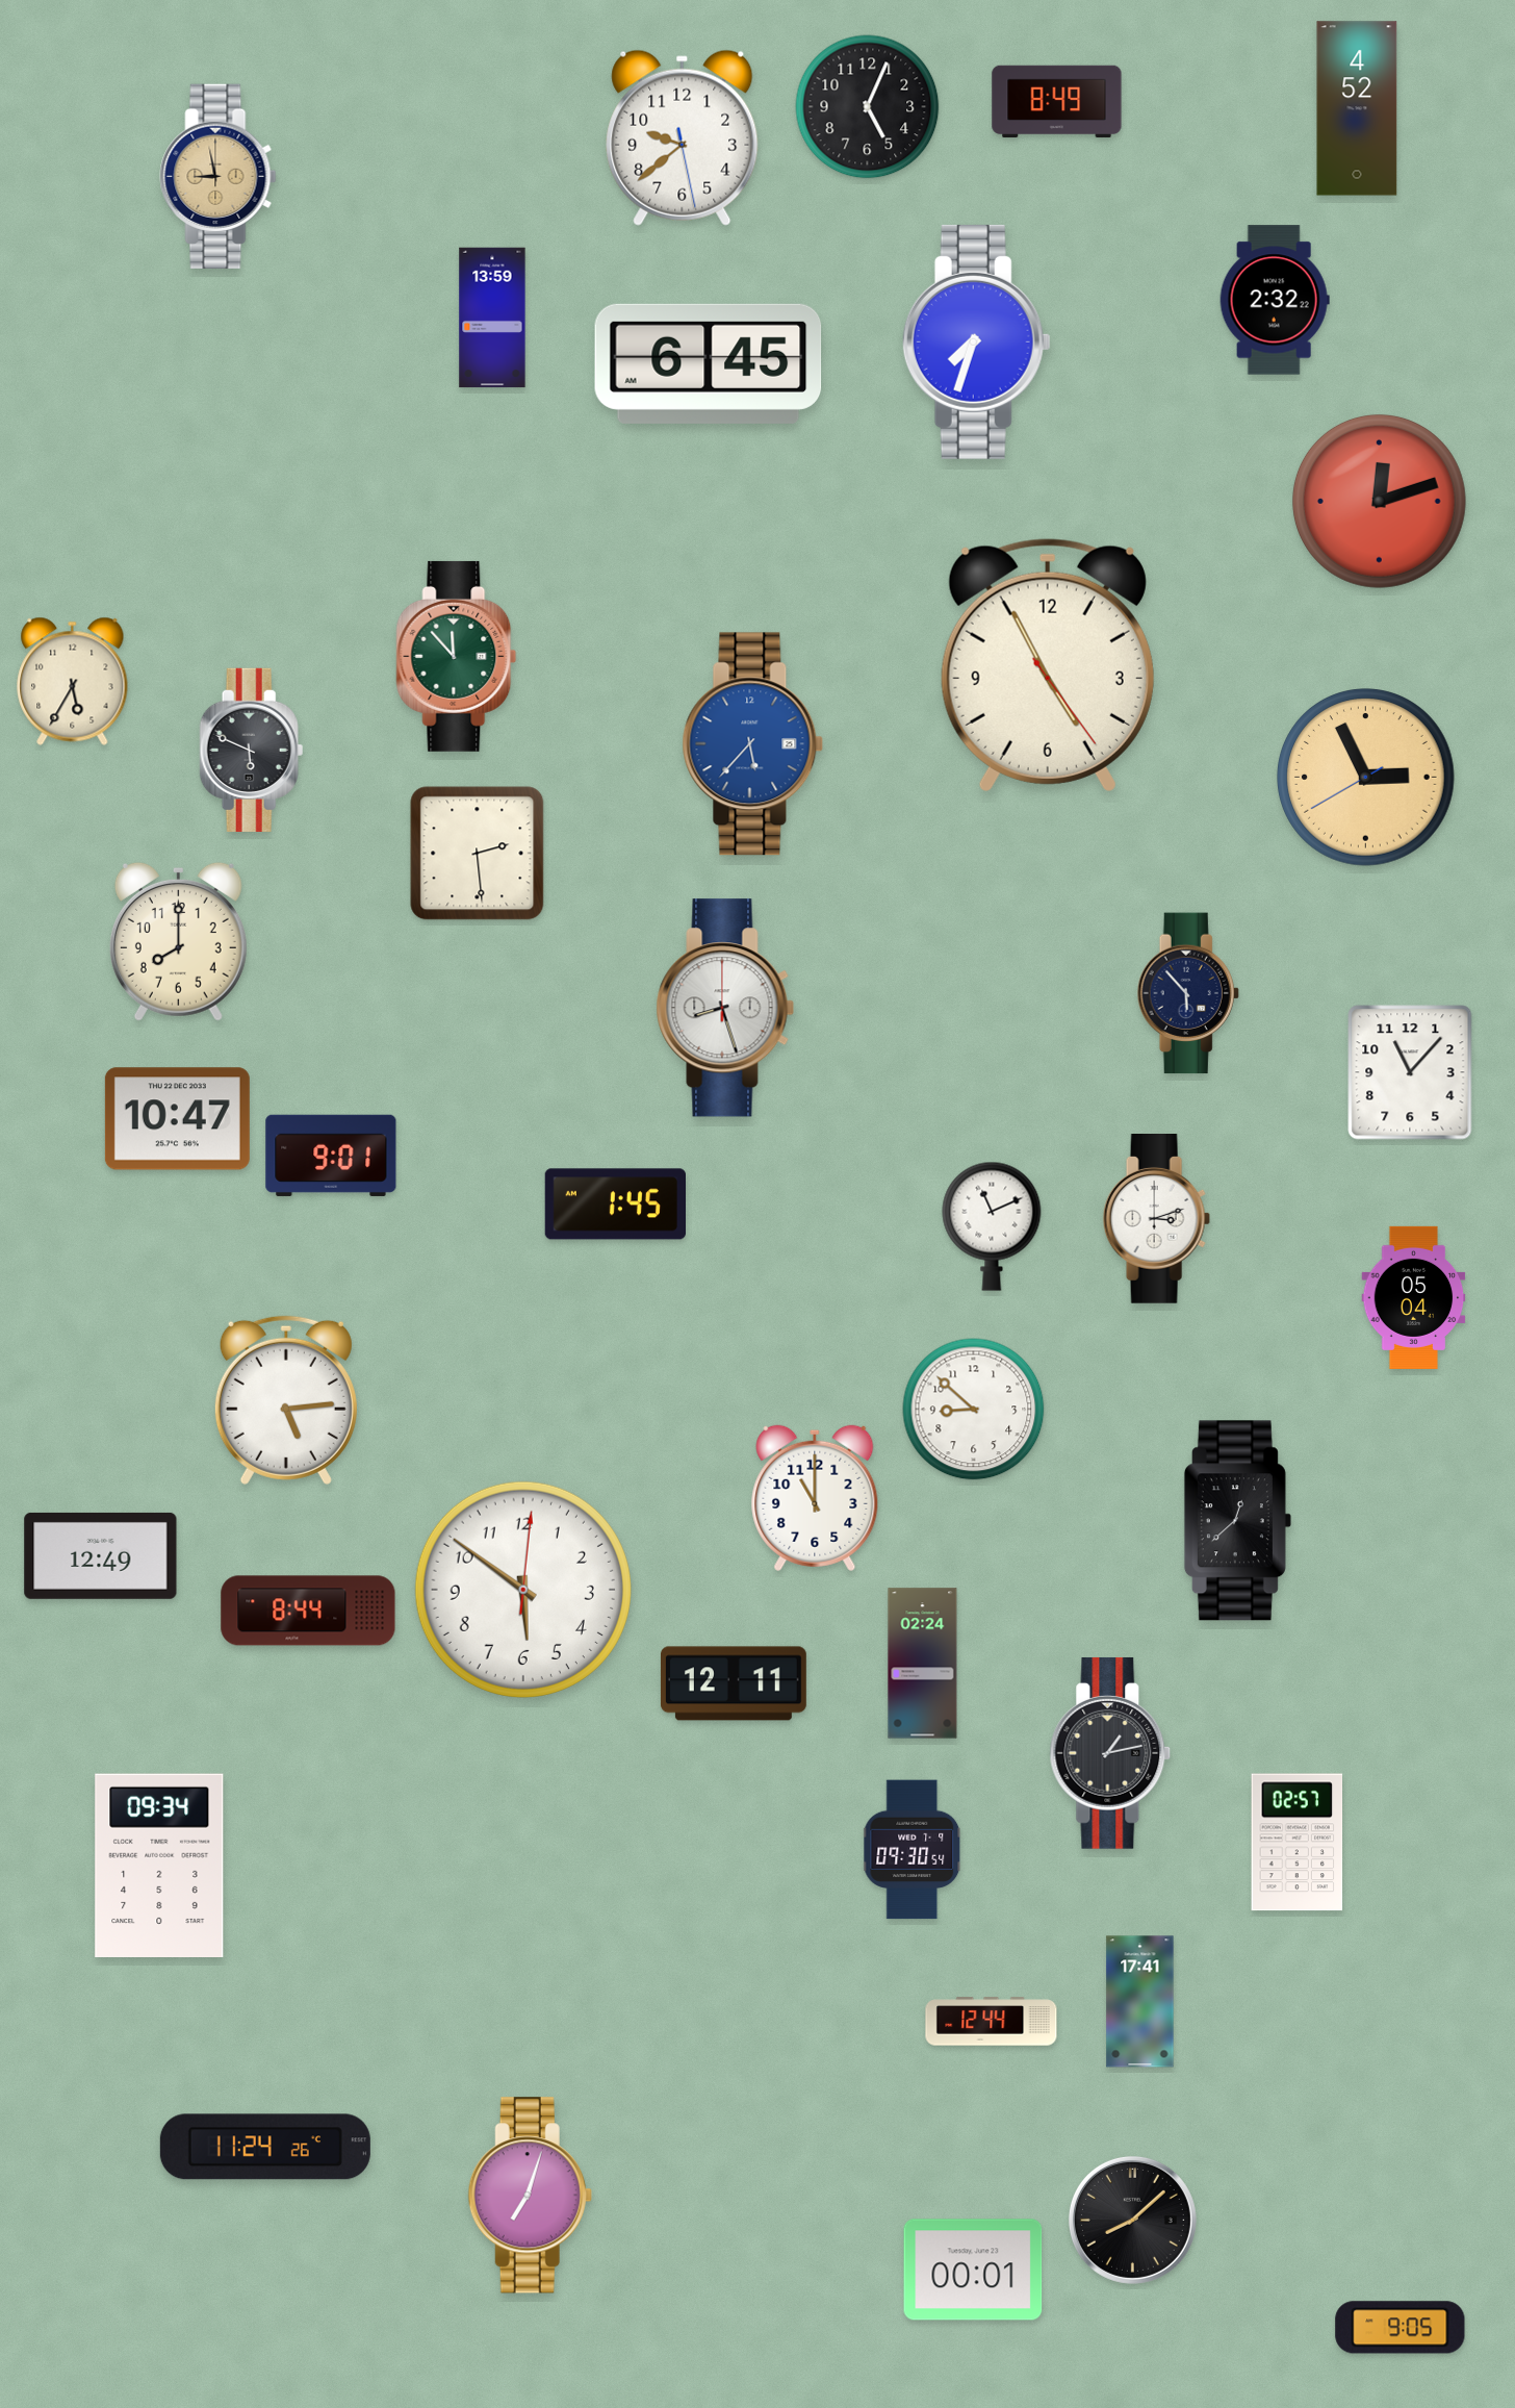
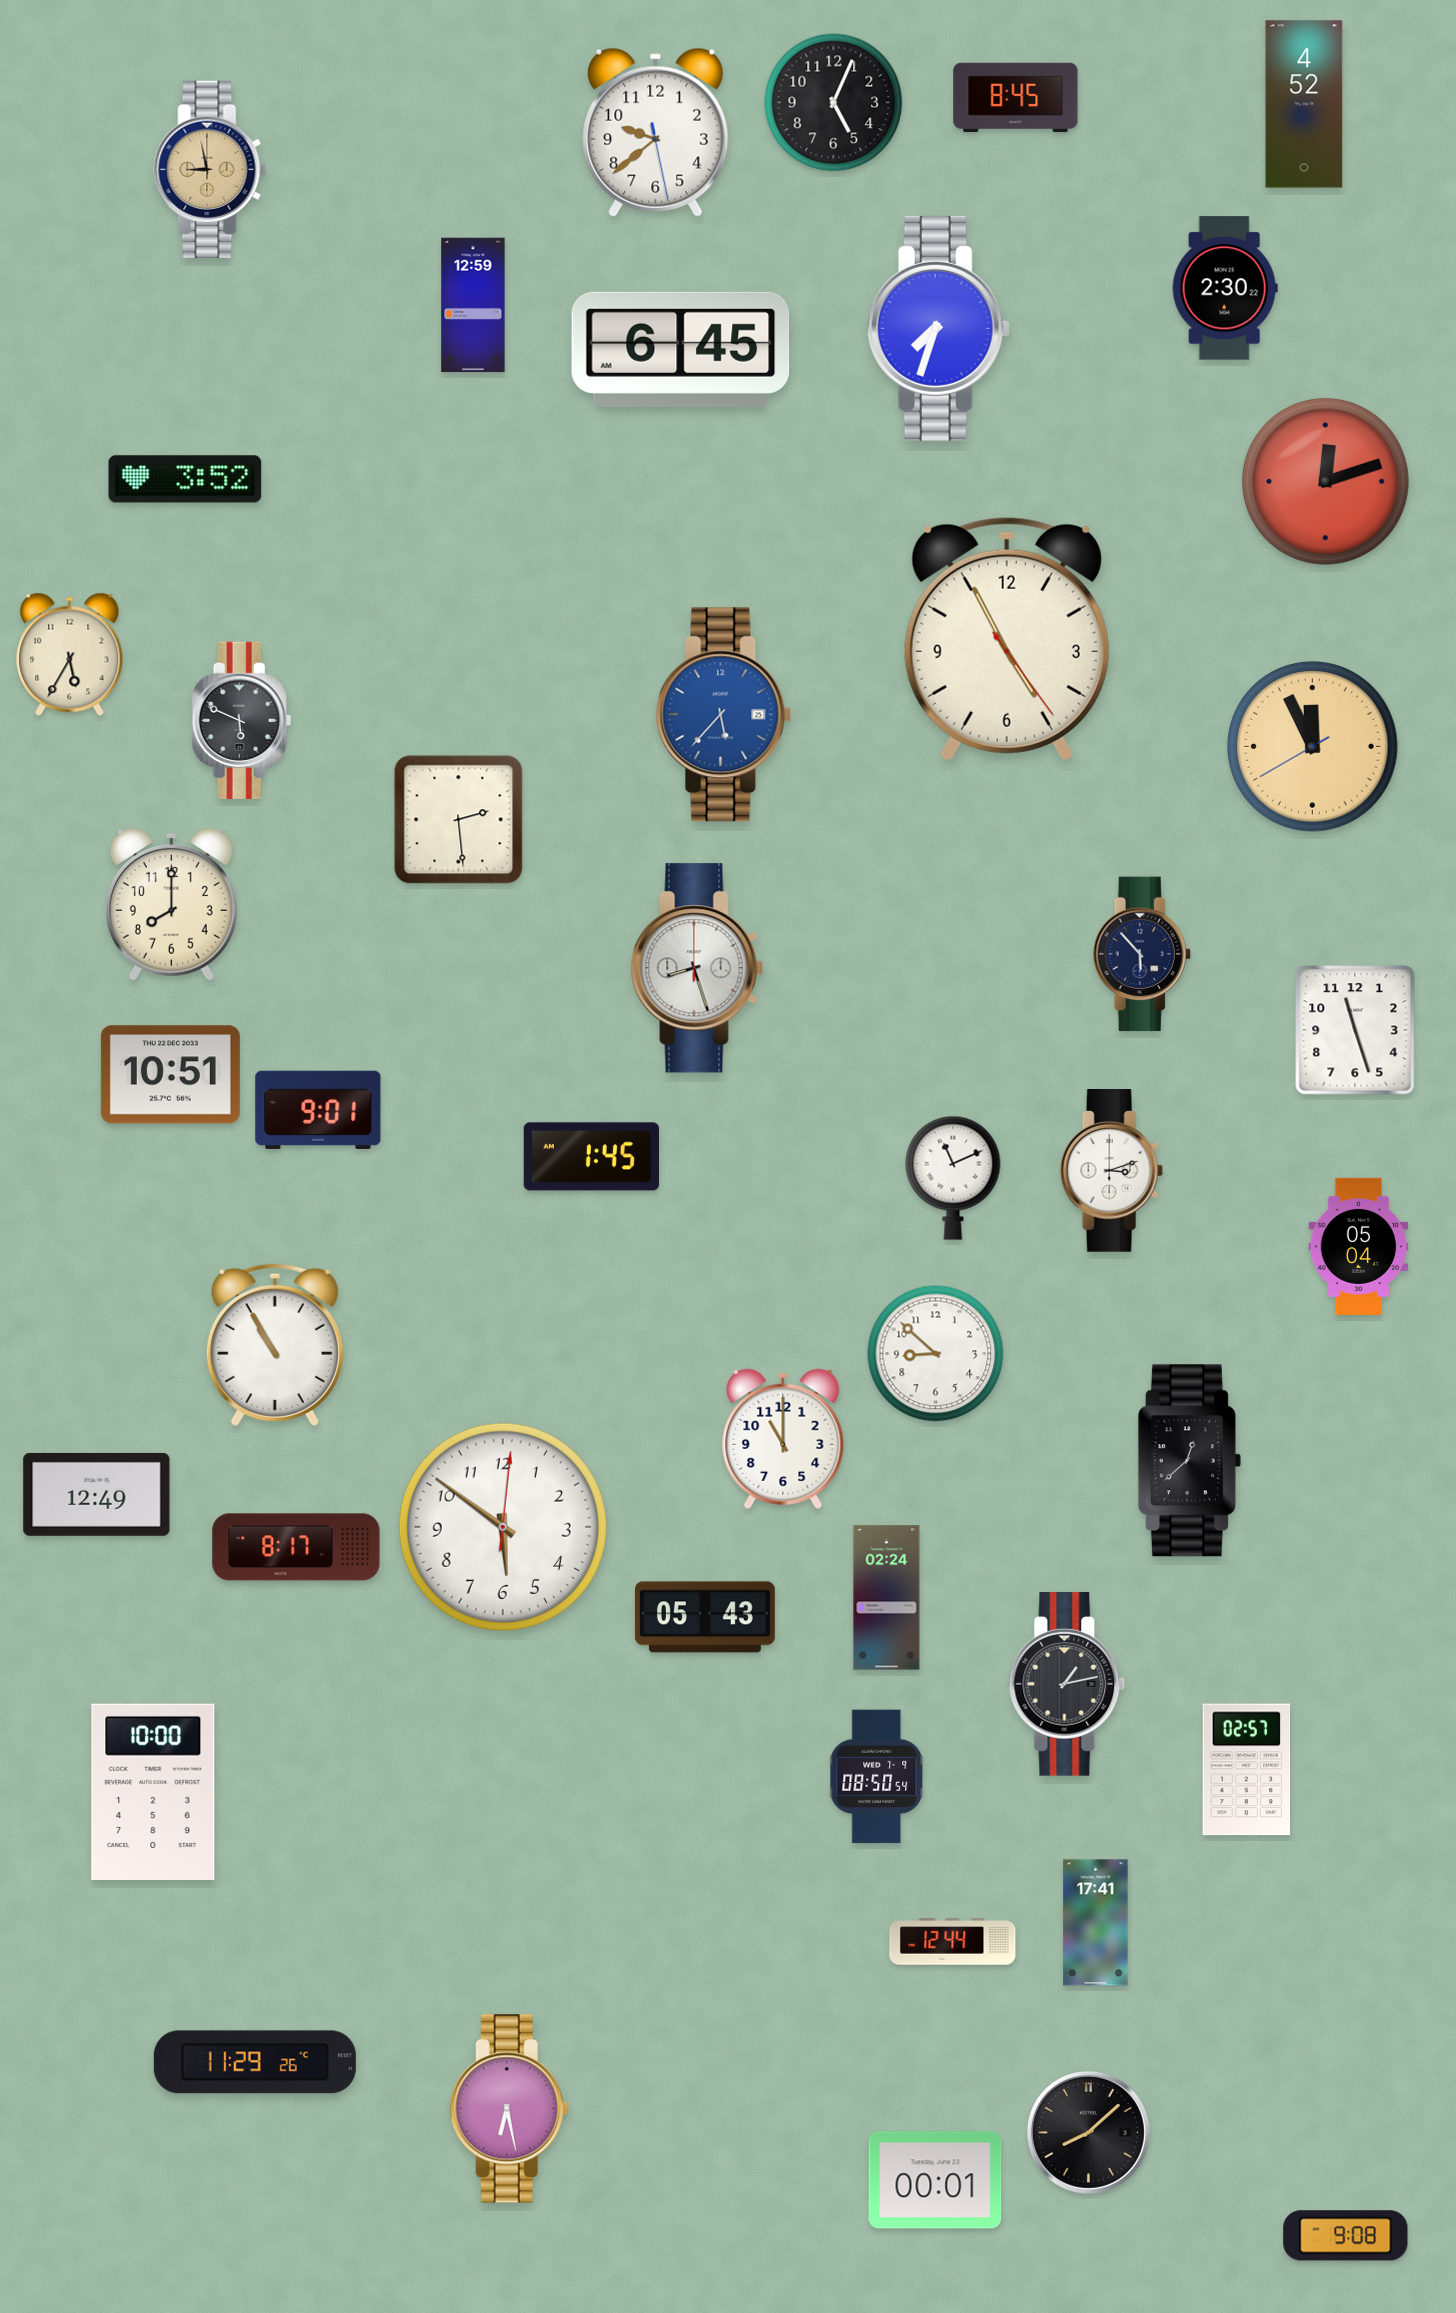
clock at (1057, 102): 8:49 -> 8:45
clock at (1275, 300): 2:32 -> 2:30
clock at (492, 318): 13:59 -> 12:59
clock at (185, 479): none -> 3:52
clock at (457, 656): 11:53 -> none
clock at (1366, 778): 2:55 -> 11:55
clock at (1410, 1072): 11:07 -> 11:27
clock at (177, 1119): 10:47 -> 10:51
clock at (286, 1400): 5:14 -> 10:55
clock at (308, 1611): 8:44 -> 8:17
clock at (734, 1683): 12:11 -> 05:43
clock at (913, 1850): 09:30 -> 08:50
clock at (159, 1865): 09:34 -> 10:00
clock at (265, 2147): 11:24 -> 11:29
clock at (530, 2196): 7:03 -> 6:28
clock at (1401, 2328): 9:05 -> 9:08
